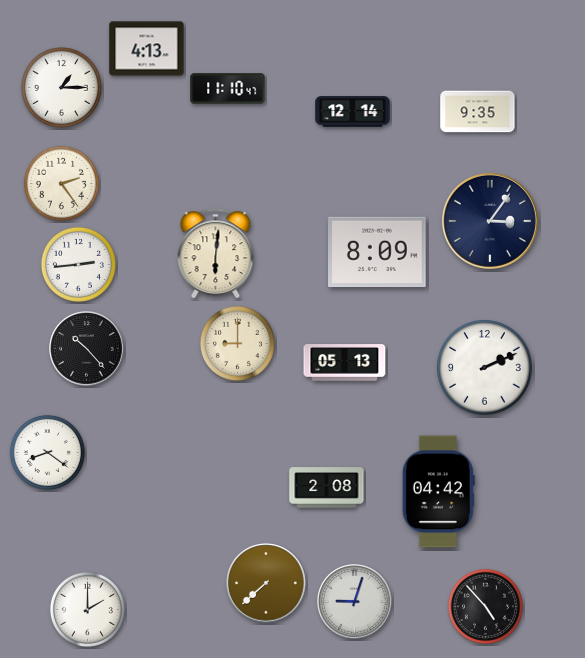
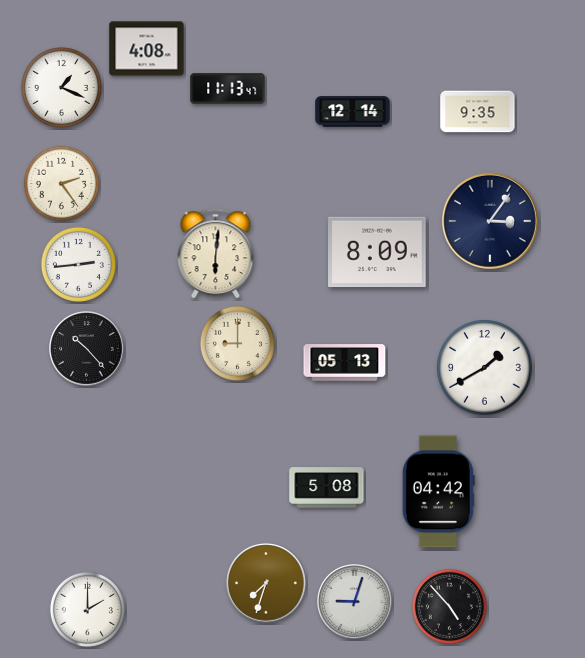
clock at (147, 49): 4:13 -> 4:08
clock at (61, 87): 1:15 -> 1:19
clock at (228, 89): 11:10 -> 11:13
clock at (485, 368): 2:11 -> 1:40
clock at (47, 452): 8:21 -> none
clock at (327, 488): 2:08 -> 5:08
clock at (266, 583): 7:38 -> 7:33
clock at (485, 606) position: (485, 606) -> (449, 606)
